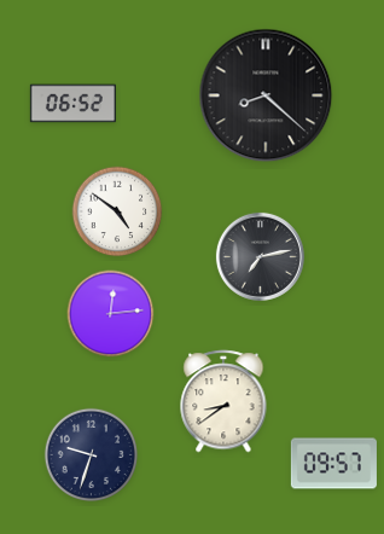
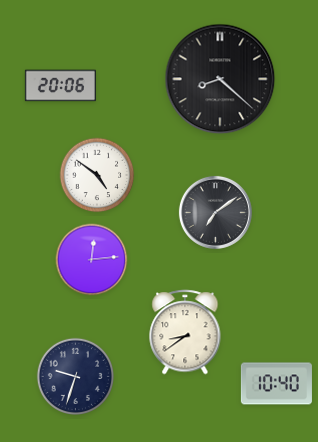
clock at (72, 104): 06:52 -> 20:06
clock at (260, 256): 7:13 -> 7:09
clock at (333, 464): 09:57 -> 10:40
